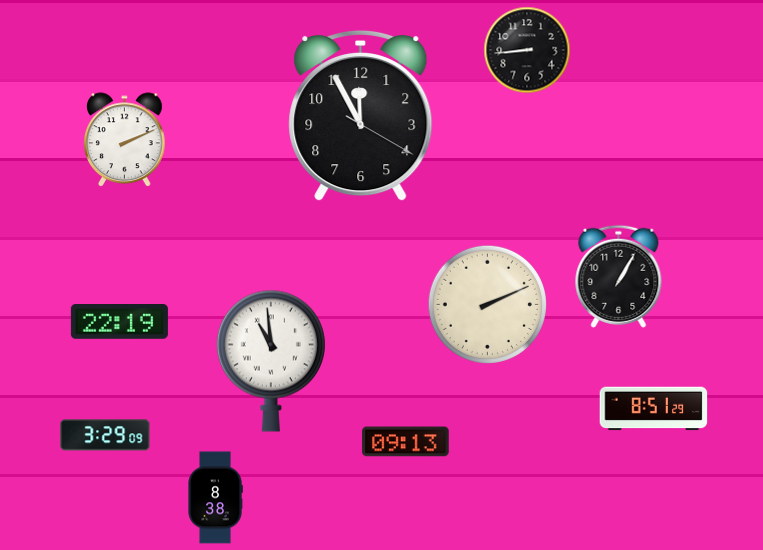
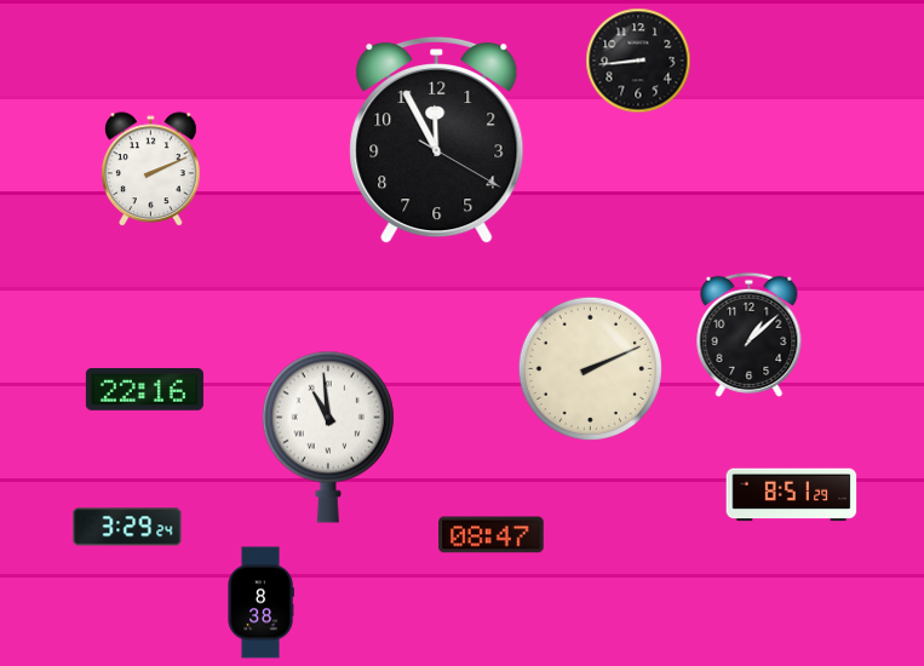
clock at (619, 276): 1:05 -> 1:08
clock at (119, 322): 22:19 -> 22:16
clock at (105, 435): 3:29:09 -> 3:29:24
clock at (406, 442): 09:13 -> 08:47
